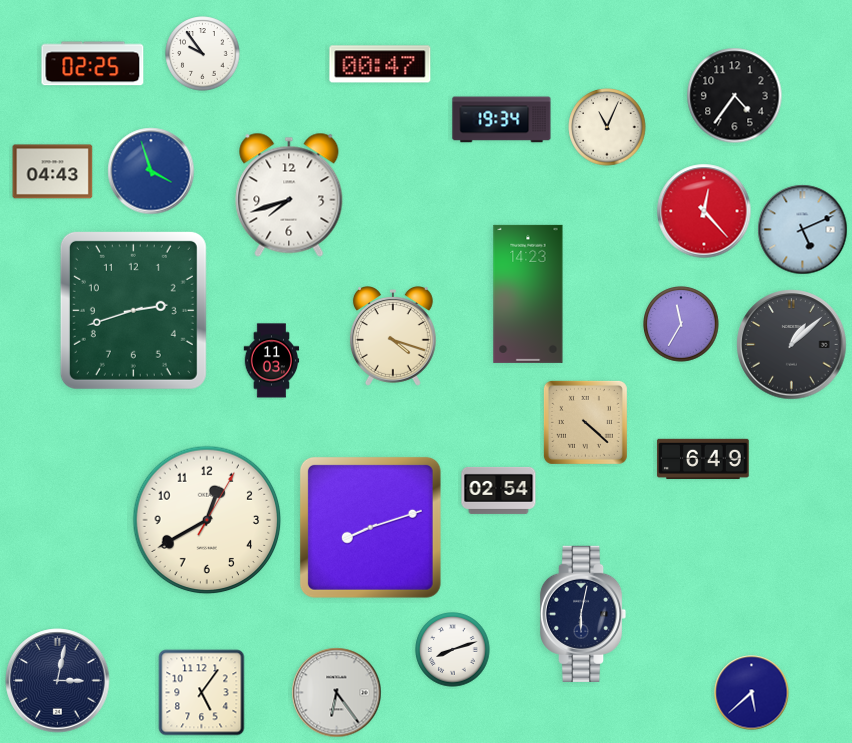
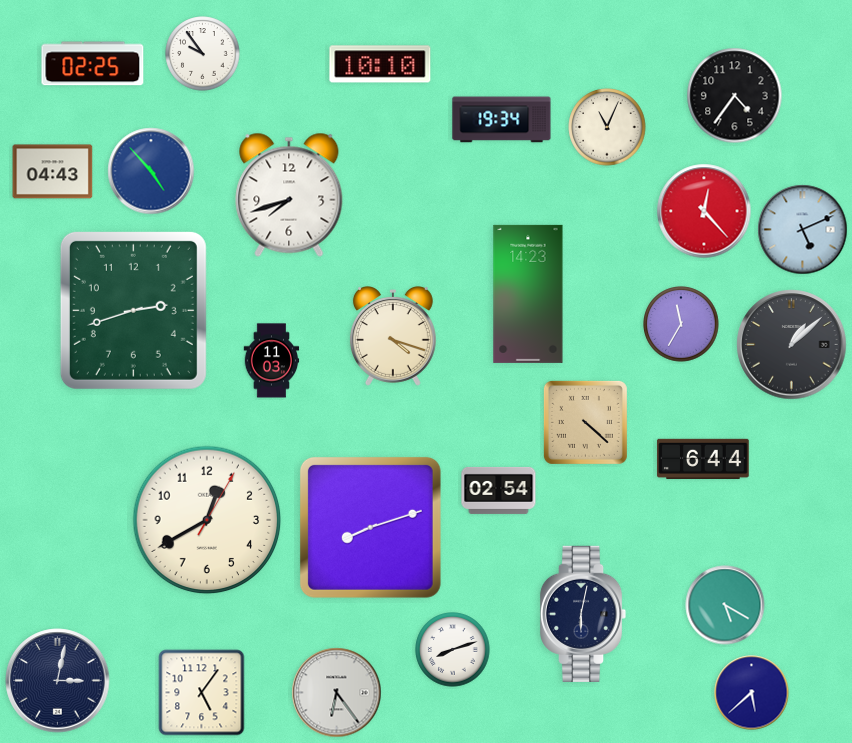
clock at (380, 64): 00:47 -> 10:10
clock at (151, 171): 3:57 -> 4:53
clock at (703, 459): 6:49 -> 6:44
clock at (725, 605): none -> 5:20
